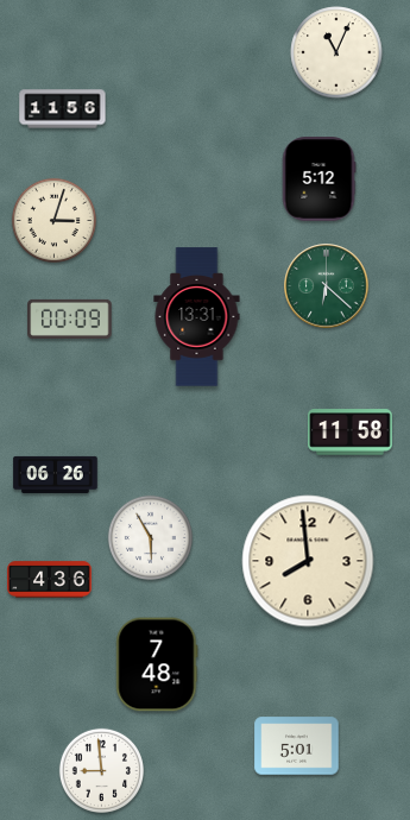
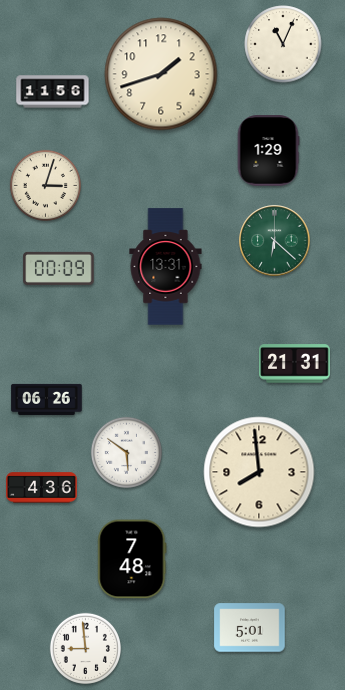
clock at (161, 74): none -> 1:42
clock at (318, 179): 5:12 -> 1:29
clock at (351, 433): 11:58 -> 21:31
clock at (150, 537): 5:55 -> 5:51
